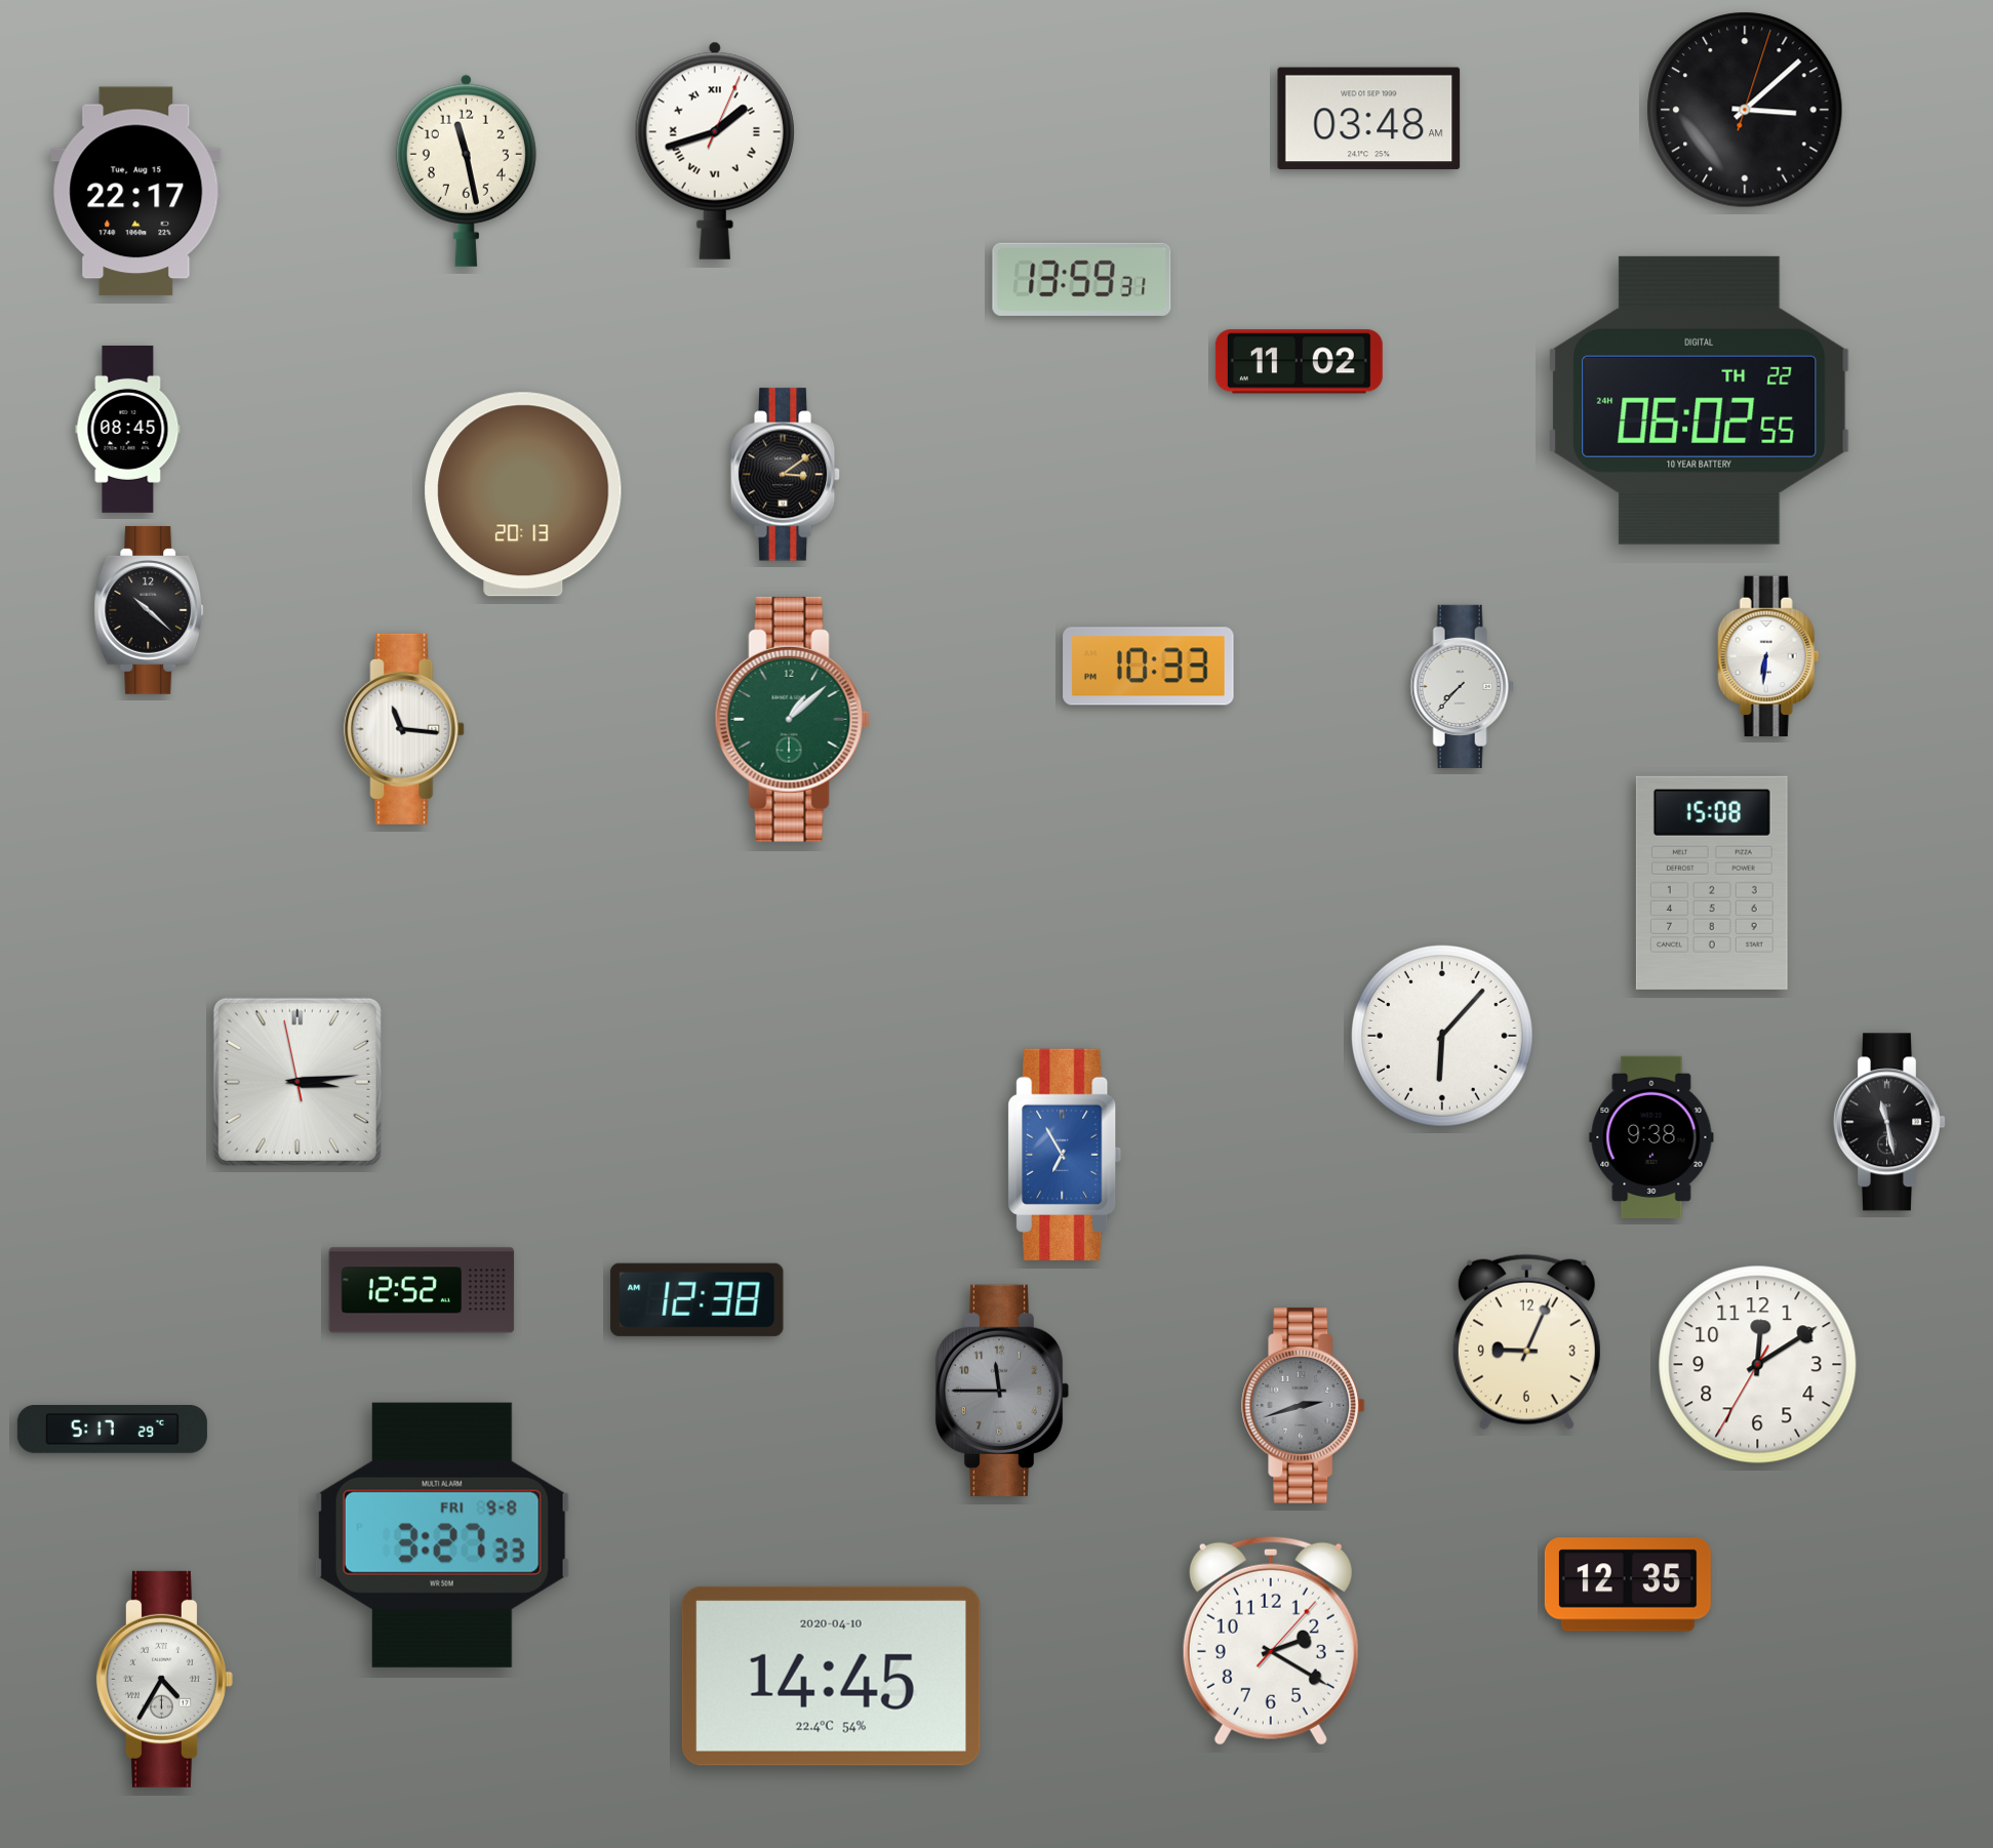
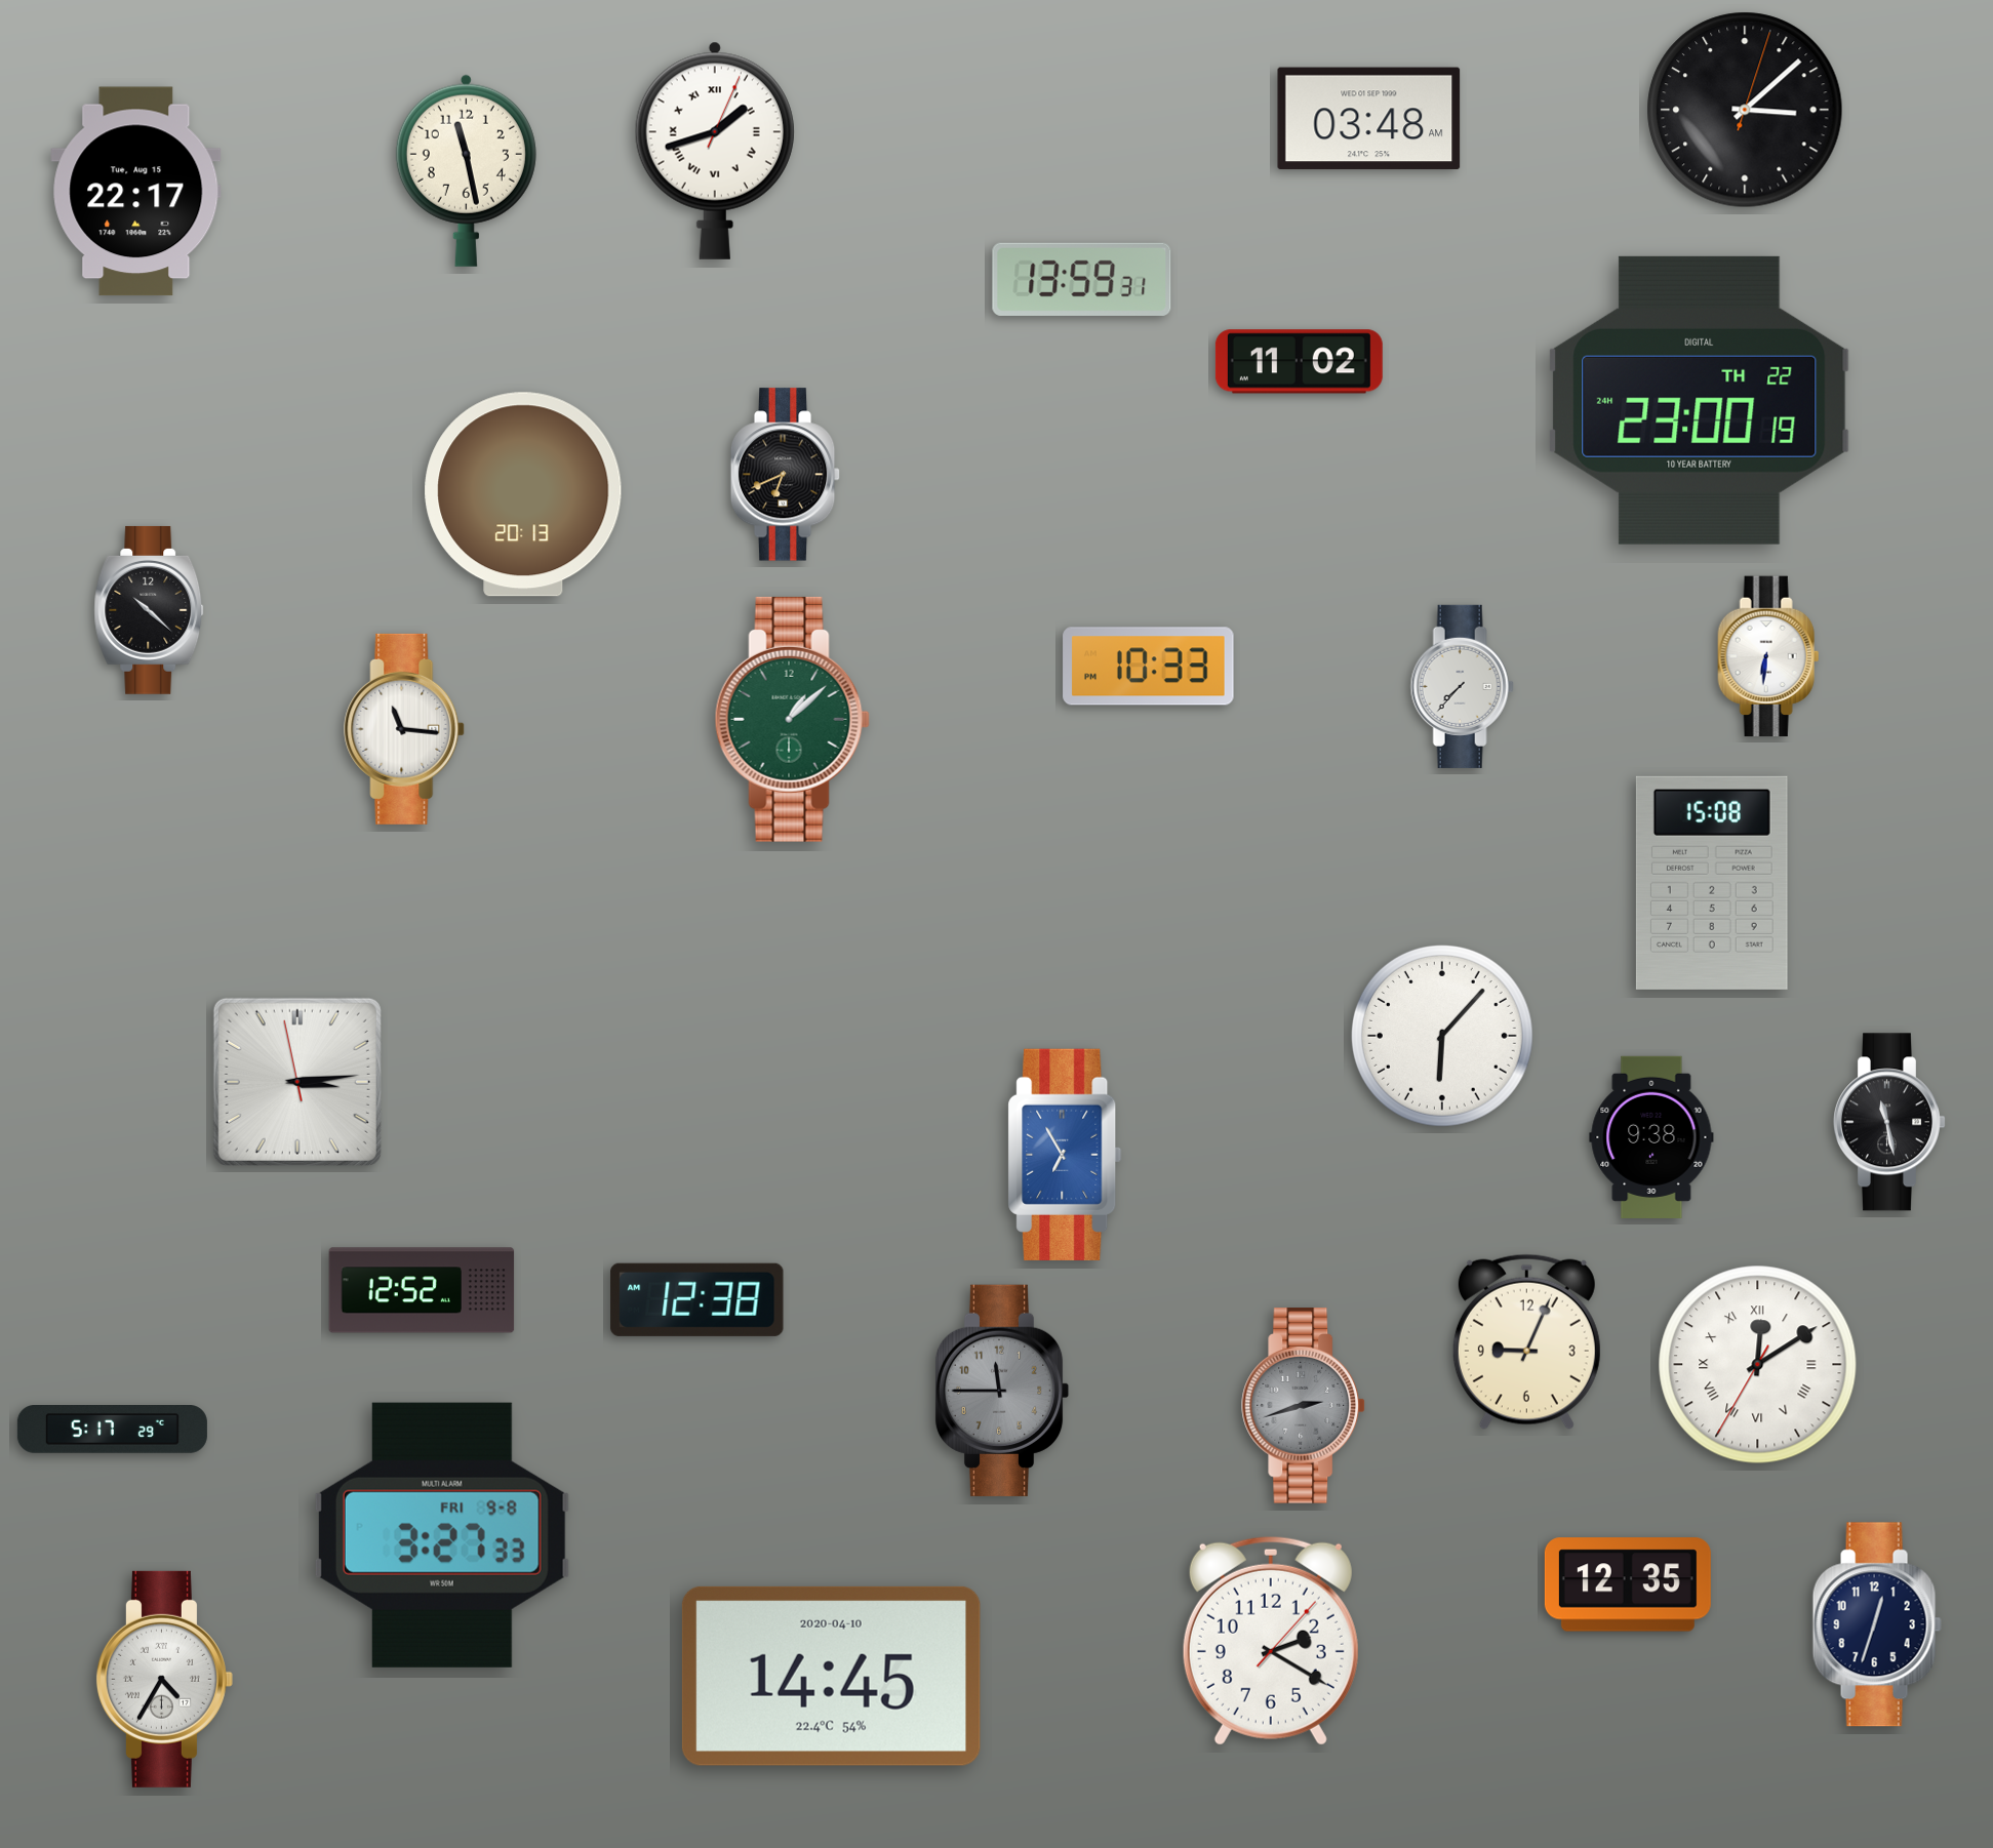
clock at (1700, 400): 06:02 -> 23:00
clock at (128, 429): 08:45 -> none
clock at (786, 475): 3:09 -> 6:41
clock at (1758, 1365) numerals: Arabic -> Roman
clock at (1877, 1624): none -> 12:33
